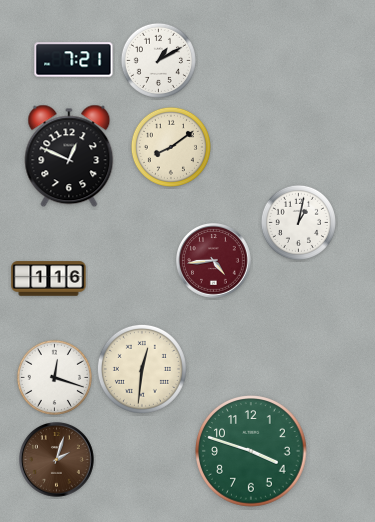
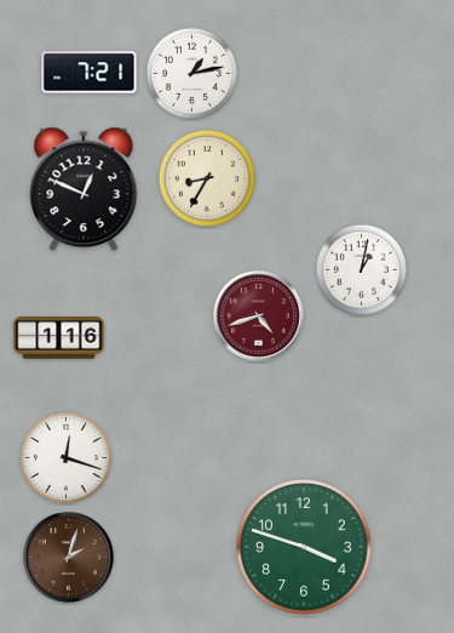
clock at (158, 60): 1:10 -> 1:13
clock at (171, 147): 8:09 -> 8:35
clock at (214, 261): 4:44 -> 4:42
clock at (142, 369): 12:31 -> none
